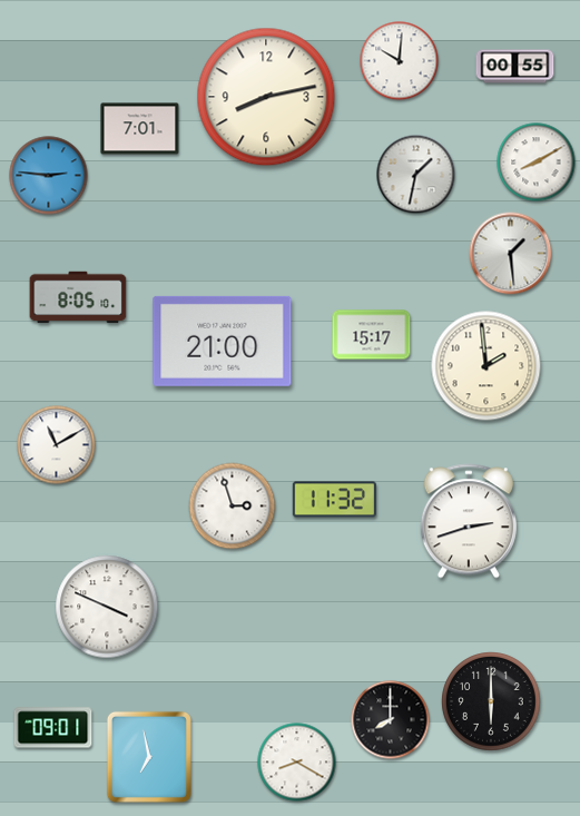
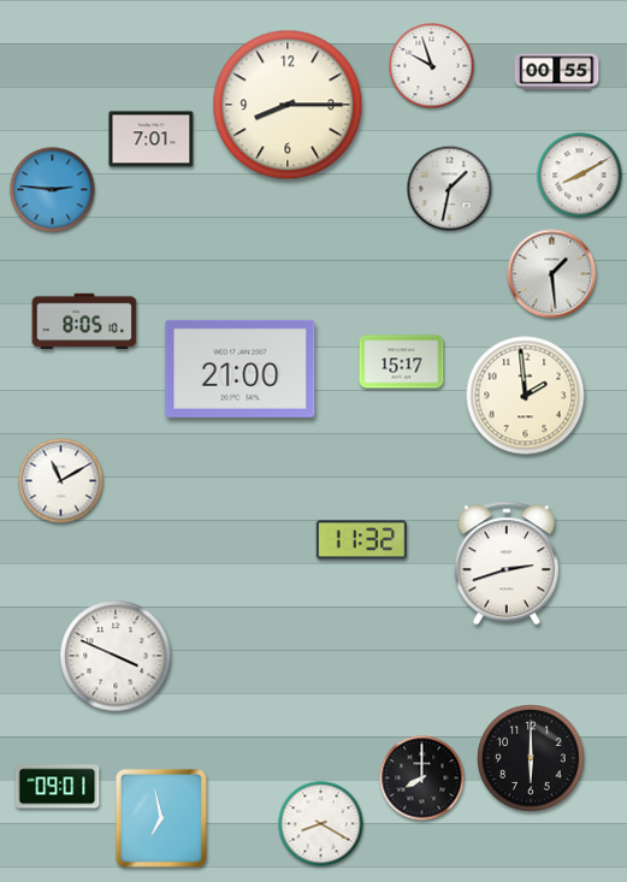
clock at (400, 61): 10:01 -> 9:57
clock at (266, 97): 8:13 -> 8:15
clock at (233, 507): 2:57 -> none
